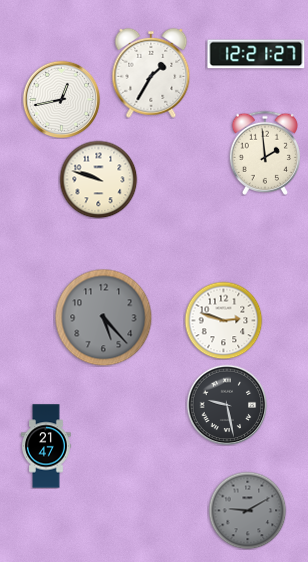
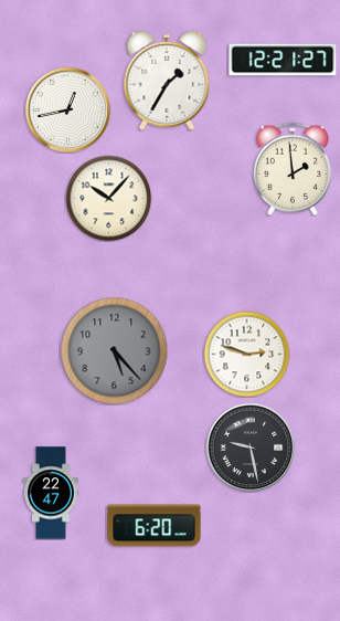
clock at (98, 179): 9:48 -> 10:07
clock at (46, 446): 21:47 -> 22:47
clock at (155, 526): none -> 6:20
clock at (247, 510): 9:10 -> none
